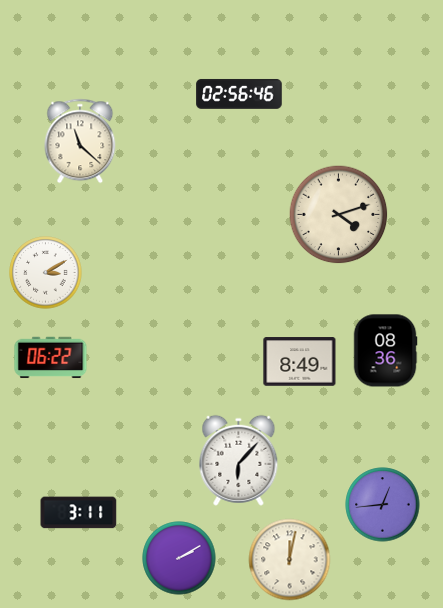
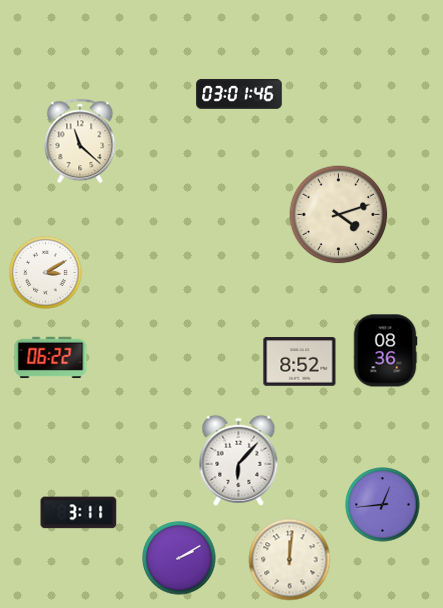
clock at (239, 94): 02:56 -> 03:01
clock at (300, 362): 8:49 -> 8:52
clock at (290, 560): 12:02 -> 12:01
